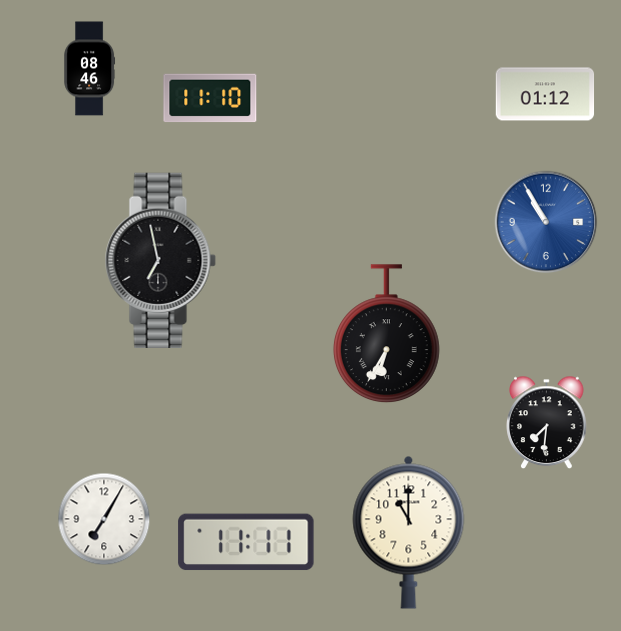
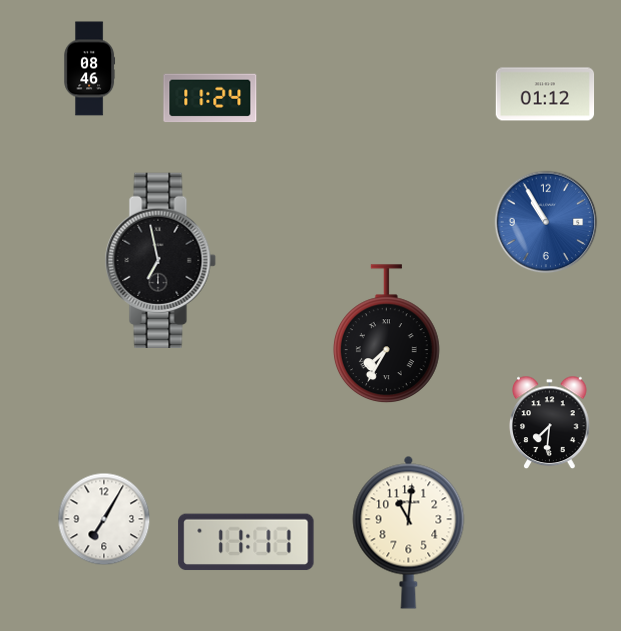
clock at (210, 98): 11:10 -> 11:24
clock at (386, 334): 6:35 -> 7:35
clock at (547, 423) position: (547, 423) -> (550, 423)
clock at (409, 532): 11:00 -> 11:01
